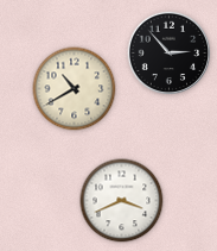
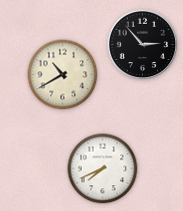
clock at (122, 201): 3:41 -> 7:41
